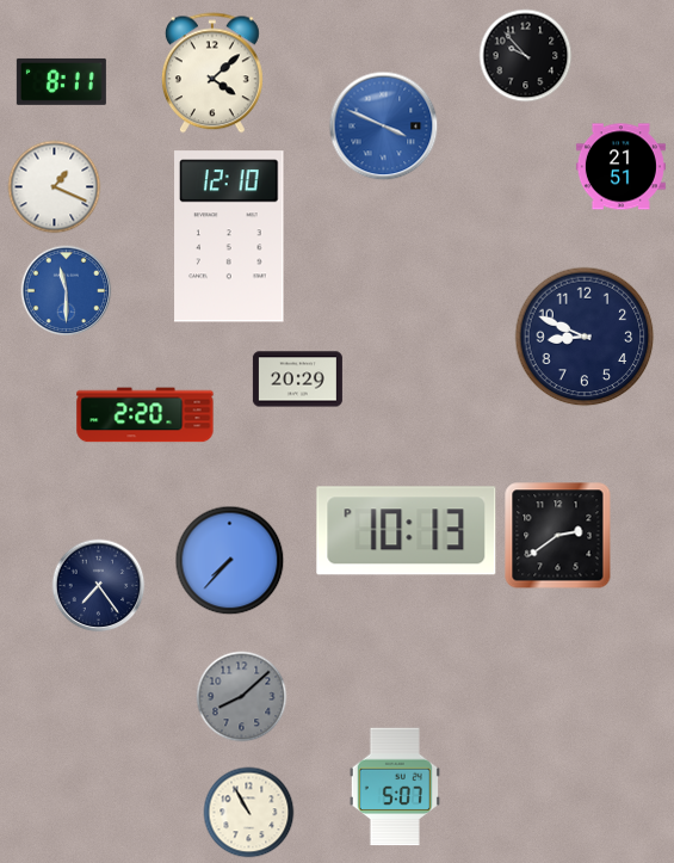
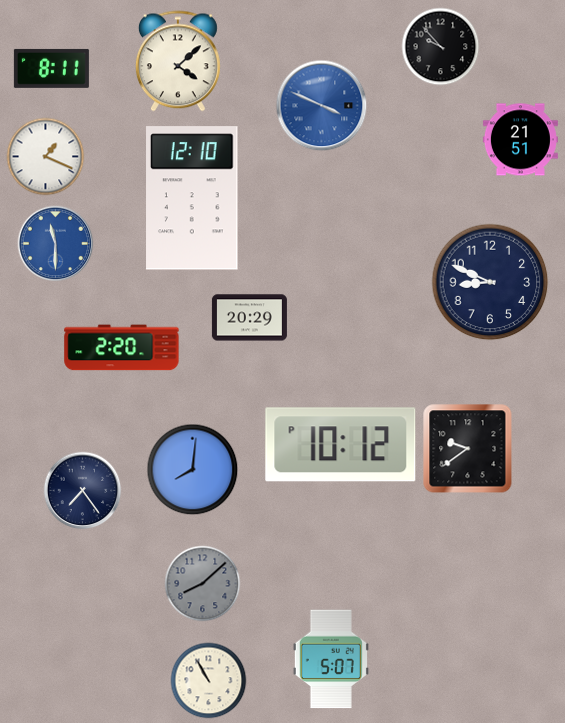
clock at (407, 531): 10:13 -> 10:12
clock at (558, 536): 2:39 -> 9:39
clock at (230, 561): 7:37 -> 8:01
